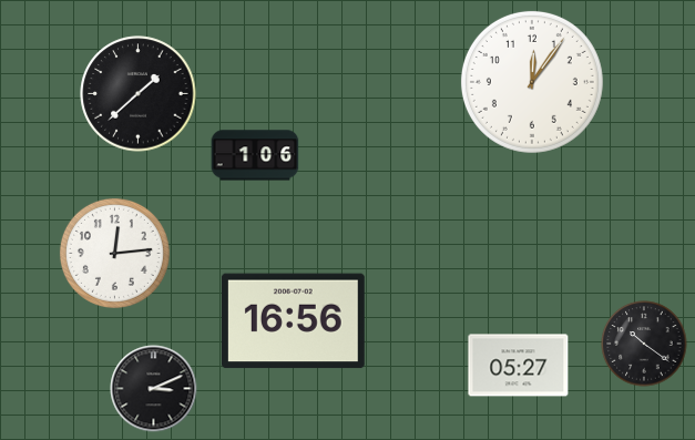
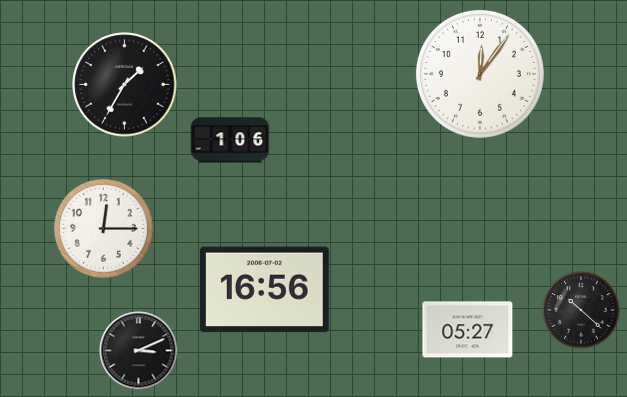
clock at (139, 94): 1:38 -> 1:35
clock at (114, 253): 12:14 -> 12:15
clock at (644, 344): 10:21 -> 10:22
